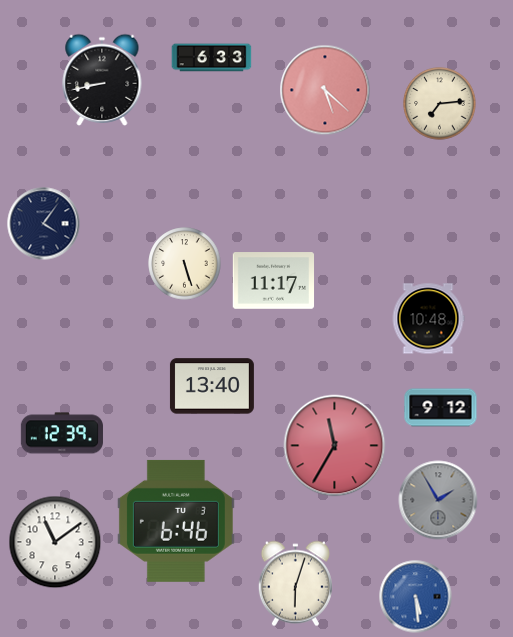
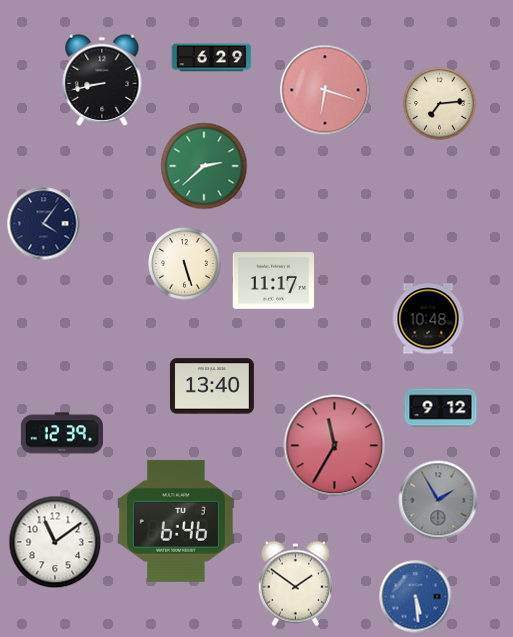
clock at (212, 58): 6:33 -> 6:29
clock at (325, 90): 5:22 -> 6:18
clock at (204, 166): none -> 2:38
clock at (295, 584): 6:03 -> 1:51
